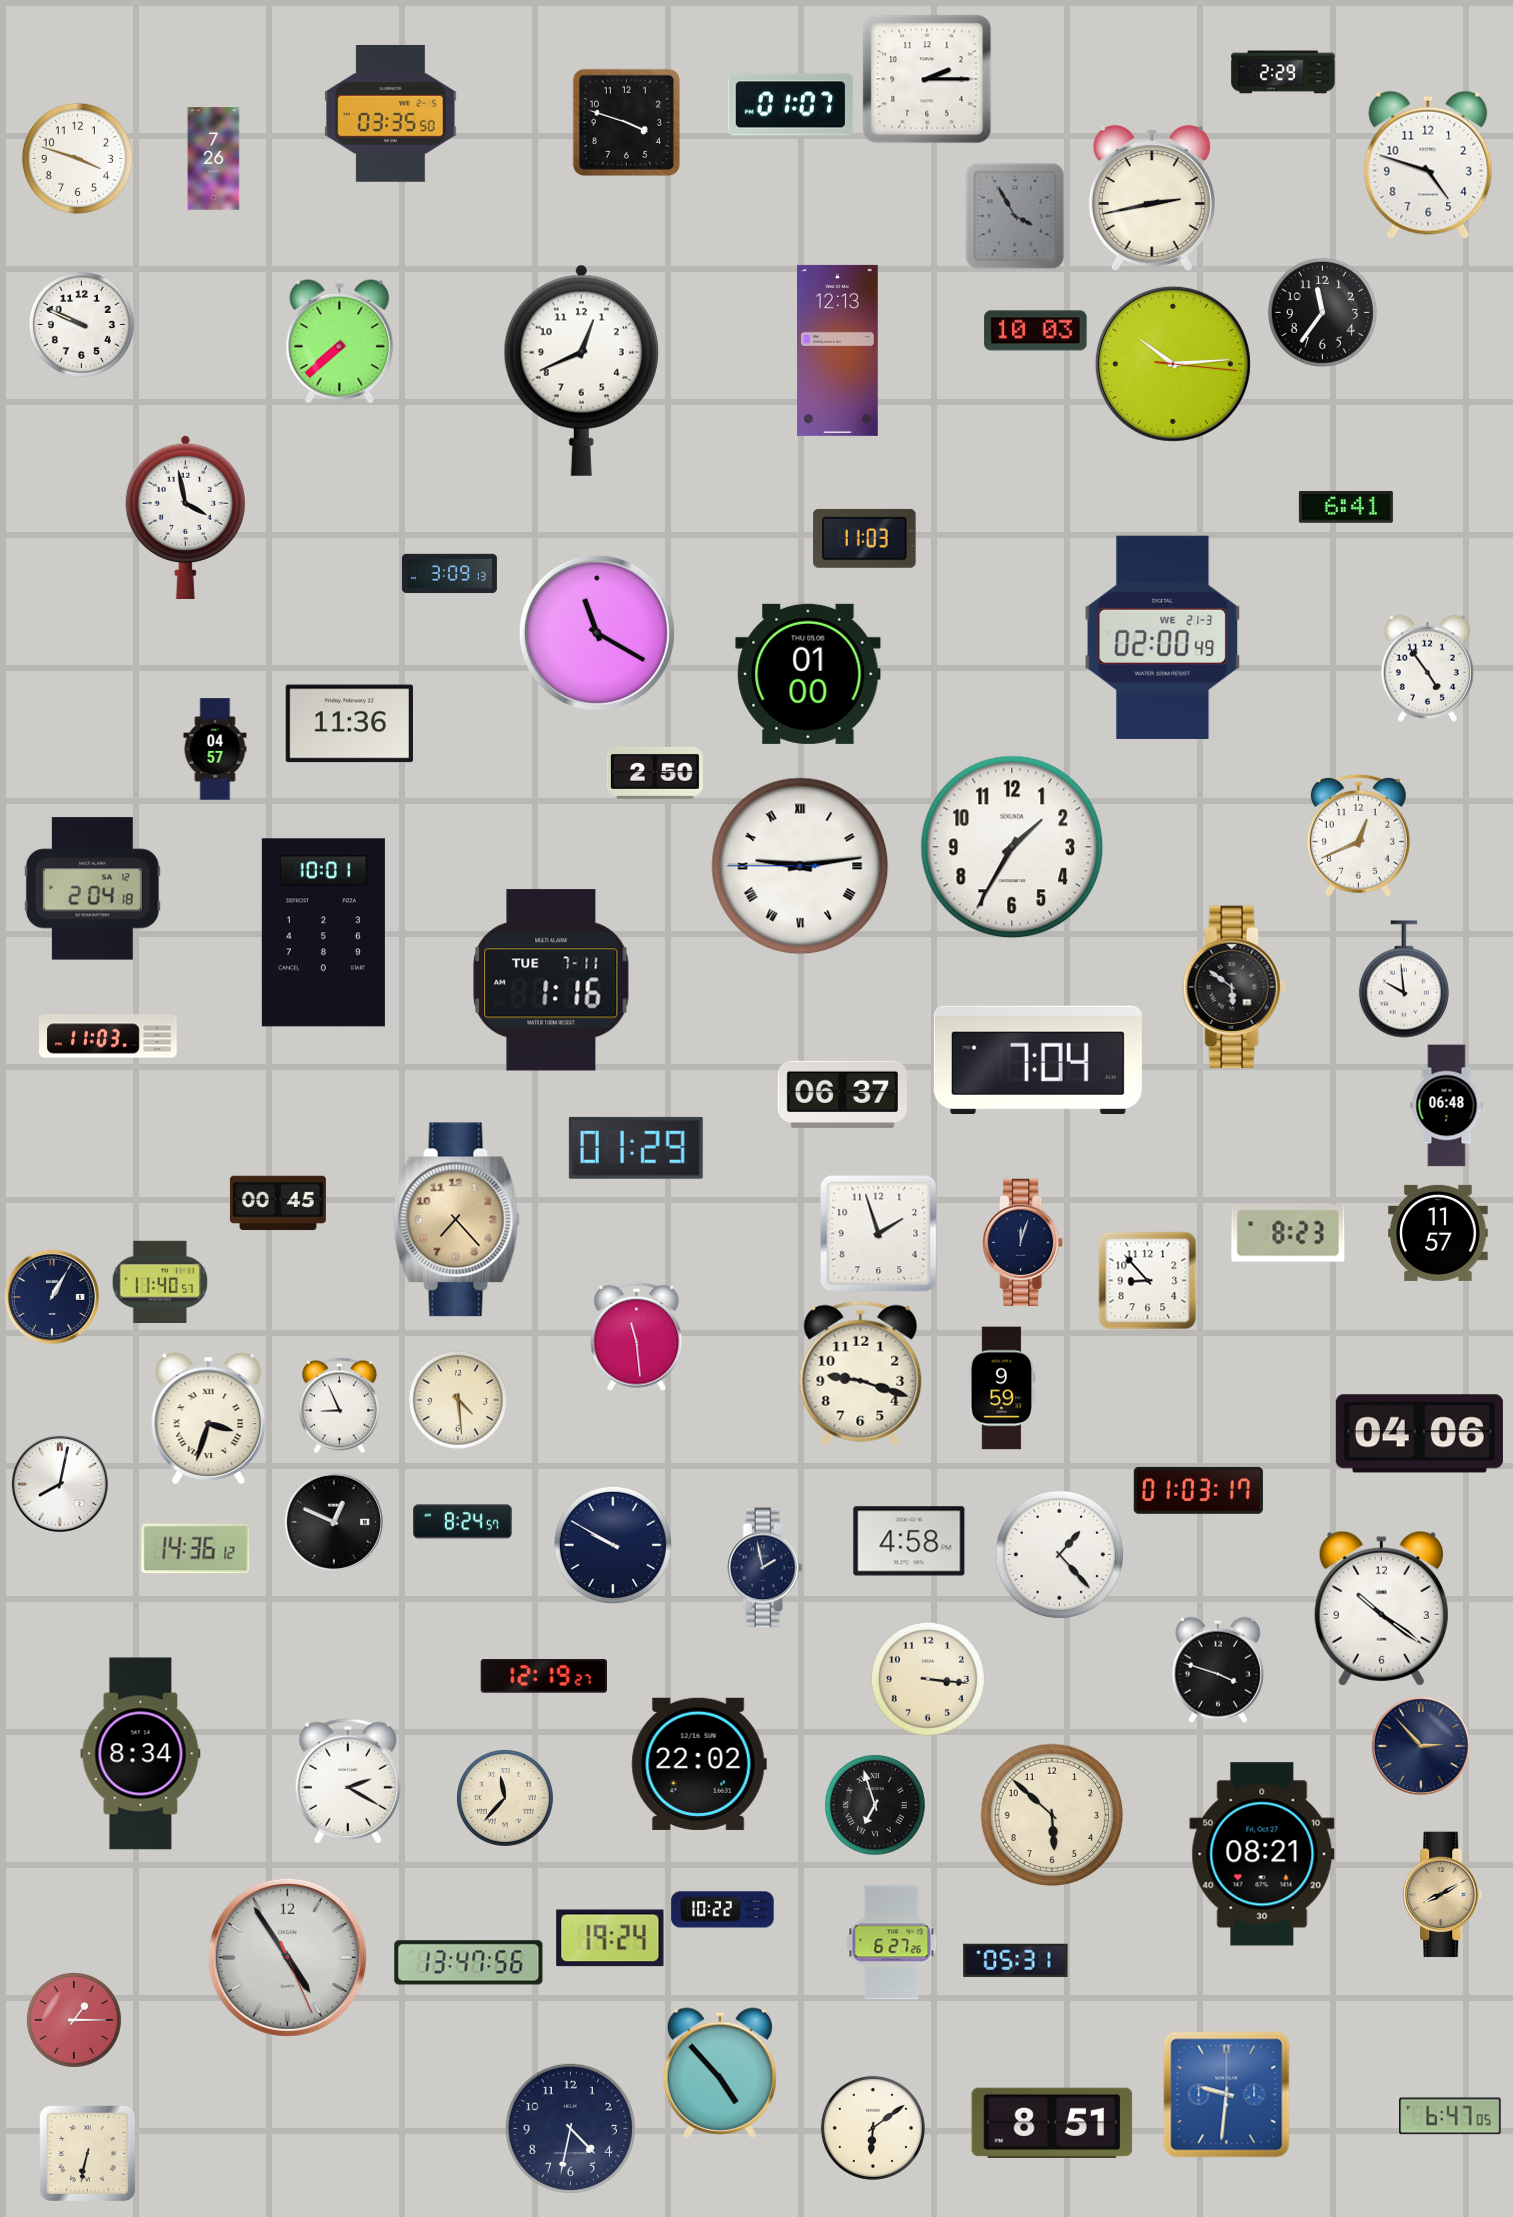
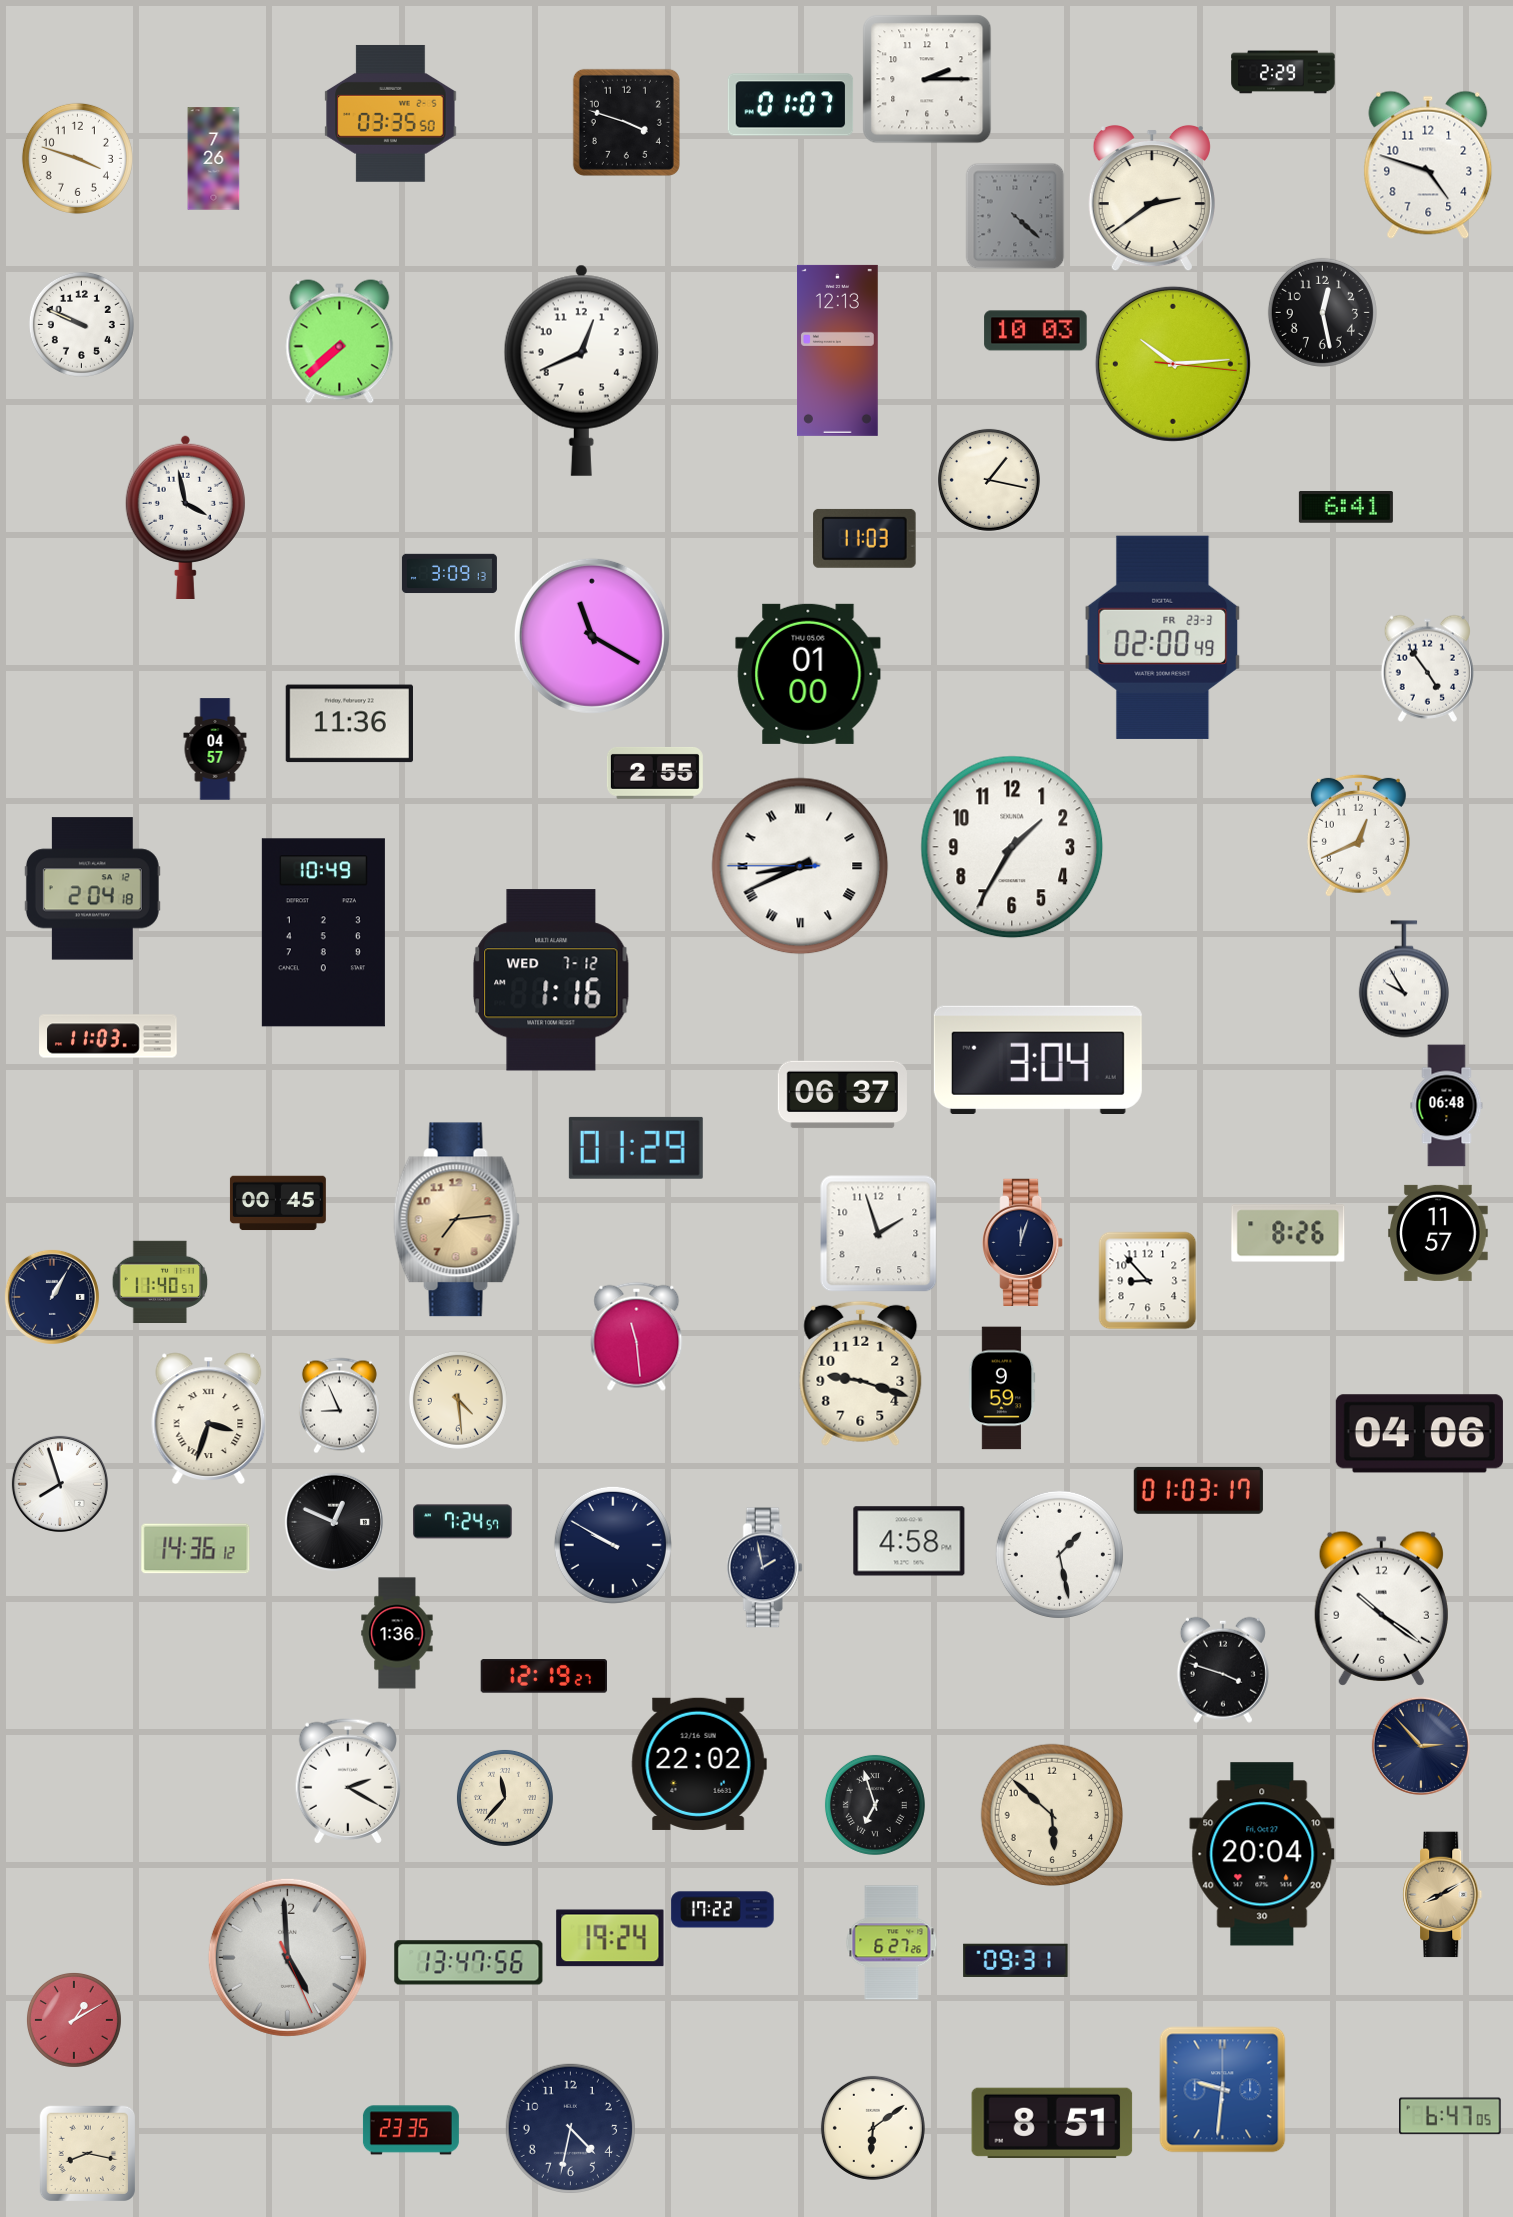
clock at (1152, 198): 2:43 -> 2:39
clock at (1015, 216): 3:55 -> 4:22
clock at (1322, 312): 11:36 -> 12:28
clock at (989, 480): none -> 1:17
clock at (597, 633) position: (597, 633) -> (592, 636)
clock at (1163, 637) date: WE 21-3 -> FR 23-3
clock at (655, 773): 2:50 -> 2:55
clock at (800, 866): 9:13 -> 8:40
clock at (323, 933): 10:01 -> 10:49
clock at (1404, 979): 9:59 -> 9:55
clock at (551, 980) date: TUE 7-11 -> WED 7-12
clock at (1234, 987): 5:51 -> none
clock at (1038, 1059): 7:04 -> 3:04
clock at (456, 1220): 7:23 -> 7:14
clock at (1288, 1233): 8:23 -> 8:26
clock at (60, 1484): 8:02 -> 7:57
clock at (463, 1522): 8:24 -> 7:24
clock at (1059, 1554): 1:23 -> 1:28
clock at (397, 1633): none -> 1:36
clock at (1218, 1670) position: (1218, 1670) -> (1223, 1670)
clock at (928, 1679): 3:16 -> none
clock at (141, 1754): 8:34 -> none
clock at (1262, 1854): 08:21 -> 20:04
clock at (723, 1910): 10:22 -> 17:22
clock at (287, 1957): 4:54 -> 4:59
clock at (1016, 1960): 05:31 -> 09:31
clock at (74, 2020): 1:15 -> 1:10
clock at (720, 2073): 4:53 -> none
clock at (1227, 2095) position: (1227, 2095) -> (1223, 2090)
clock at (411, 2130): none -> 23:35
clock at (87, 2153): 6:32 -> 8:17
